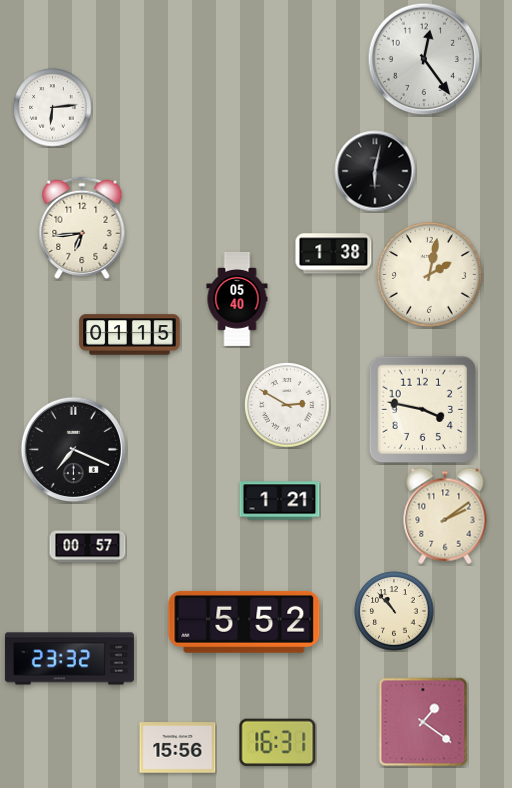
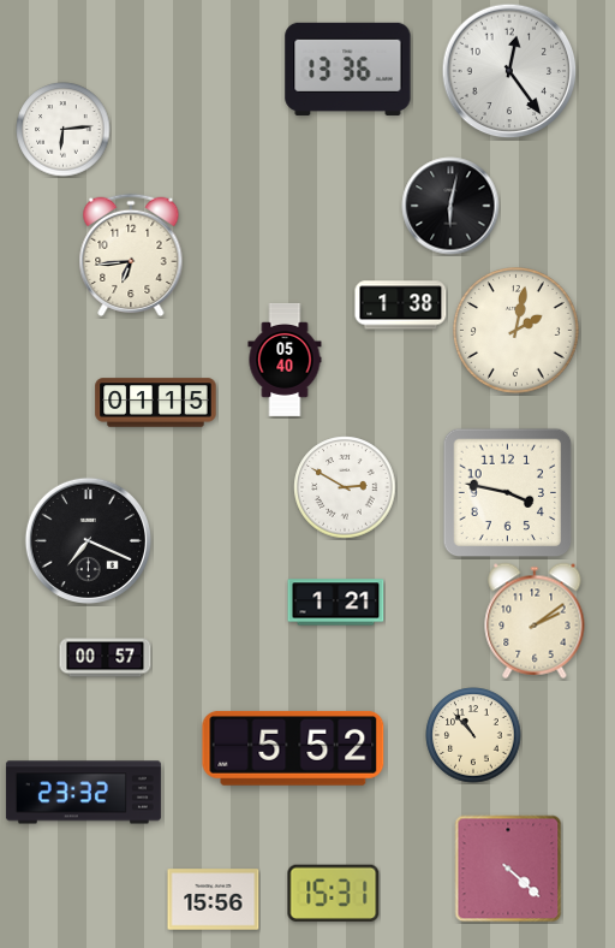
clock at (348, 69): none -> 13:36
clock at (82, 228) position: (82, 228) -> (131, 255)
clock at (423, 722): 1:21 -> 4:22
clock at (278, 743): 16:31 -> 15:31
